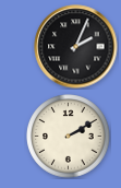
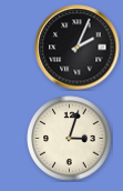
clock at (69, 137): 2:10 -> 3:03
